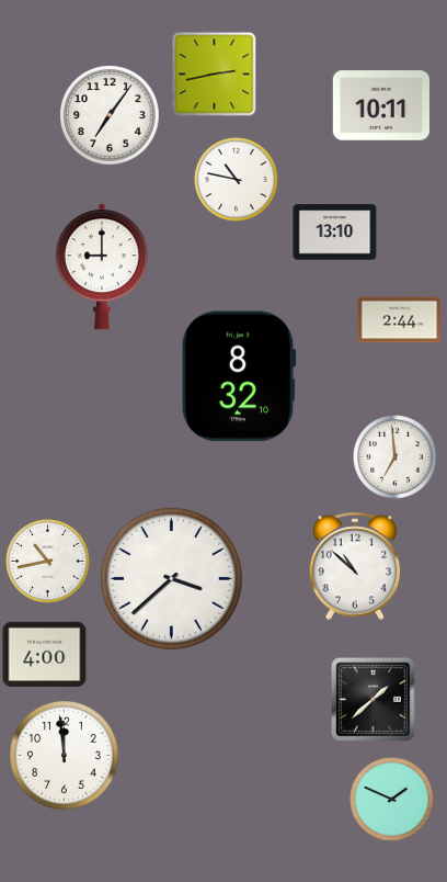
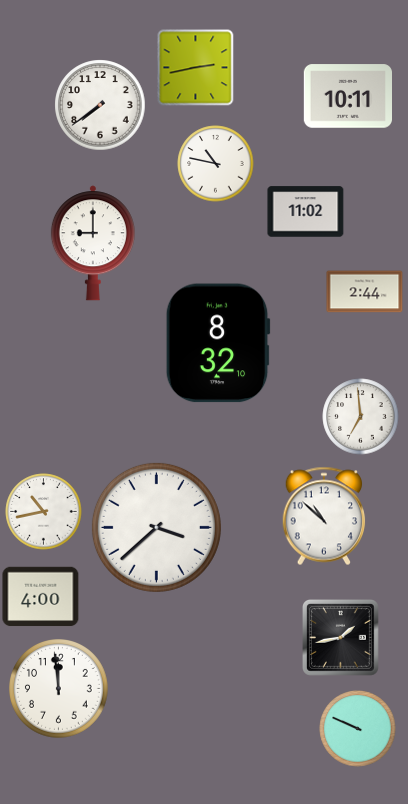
clock at (110, 115): 7:06 -> 7:39
clock at (335, 233): 13:10 -> 11:02
clock at (374, 700): 1:38 -> 1:43
clock at (392, 800): 1:49 -> 9:49
